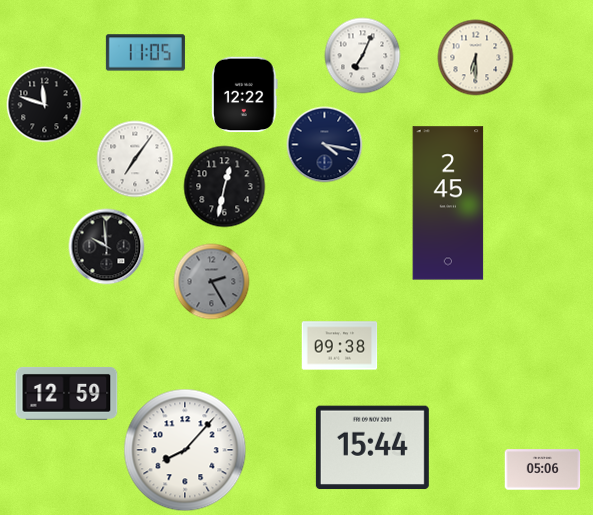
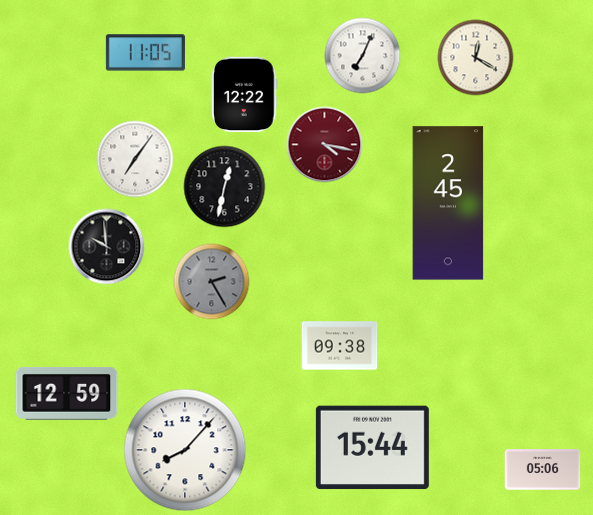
clock at (476, 58): 6:30 -> 12:20
clock at (45, 105): 11:48 -> none
clock at (325, 145) dial: navy -> burgundy
